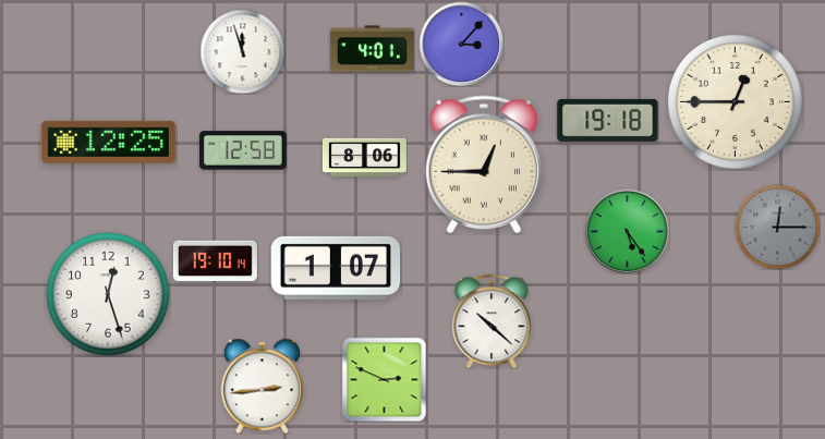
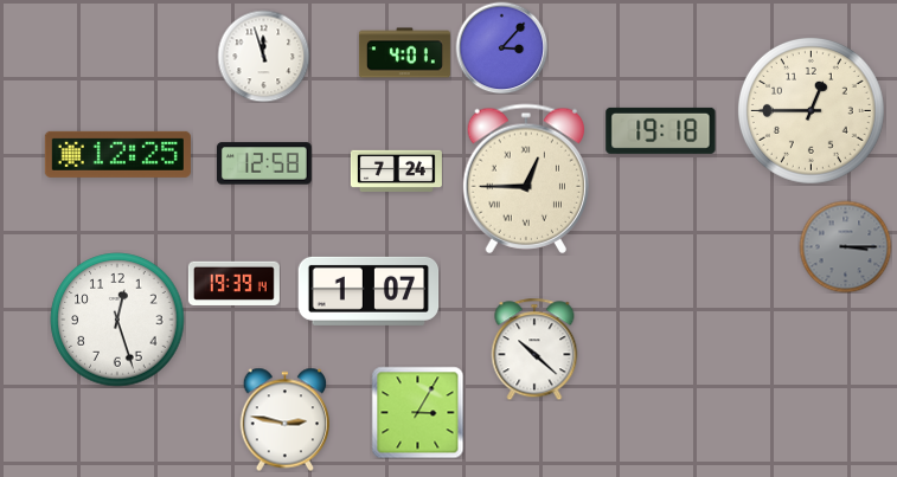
clock at (735, 101) position: (735, 101) -> (810, 110)
clock at (364, 158): 8:06 -> 7:24
clock at (777, 227): 12:15 -> 3:15
clock at (627, 231): 5:24 -> none
clock at (215, 260): 19:10 -> 19:39
clock at (336, 268) position: (336, 268) -> (369, 291)
clock at (384, 379): 2:49 -> 3:05
clock at (262, 386): 2:44 -> 2:47
